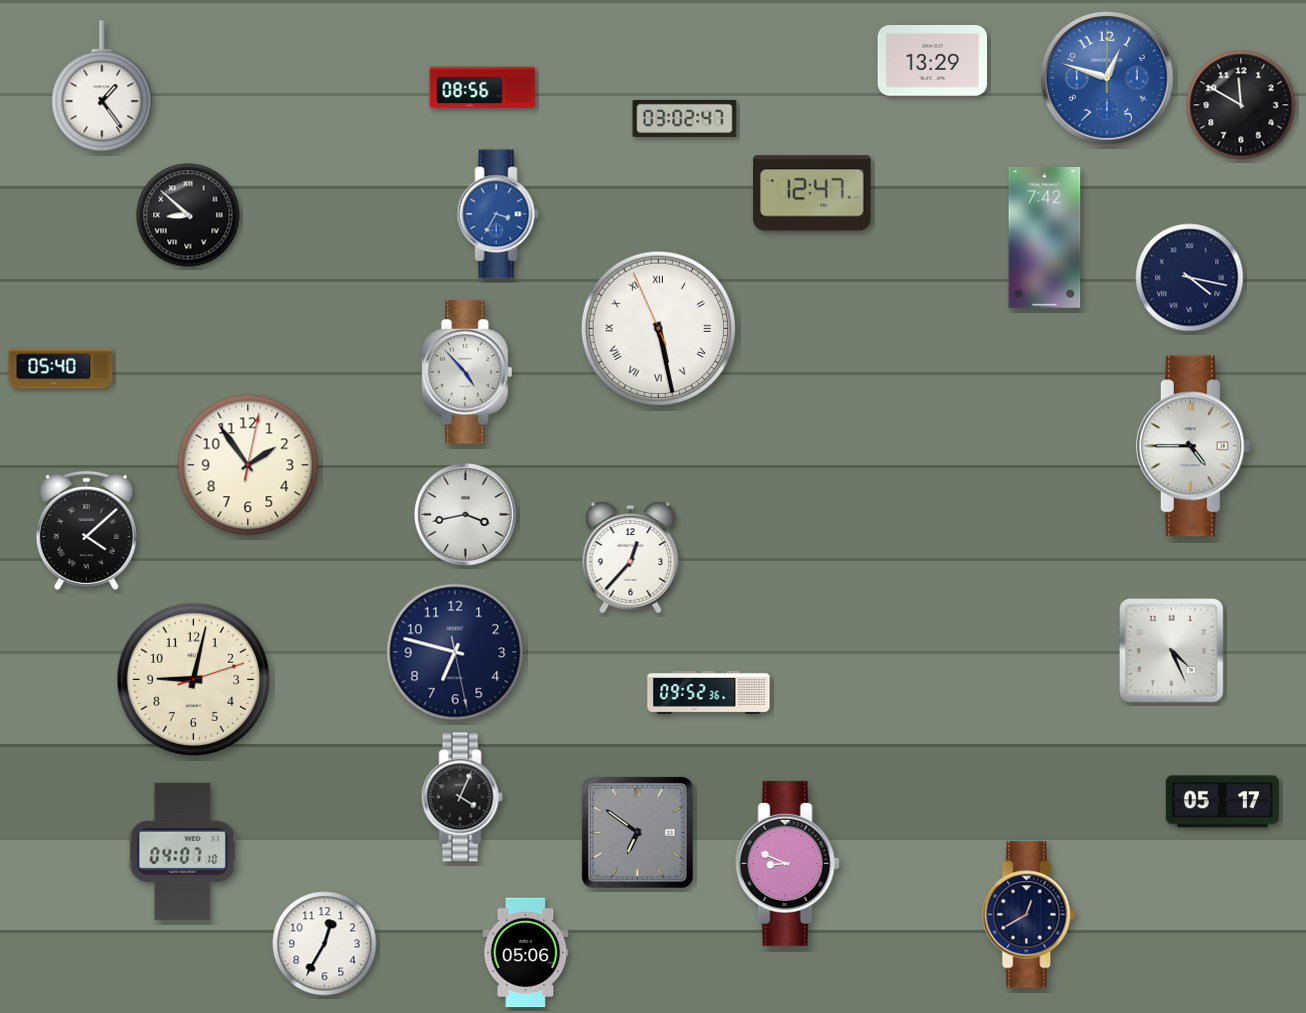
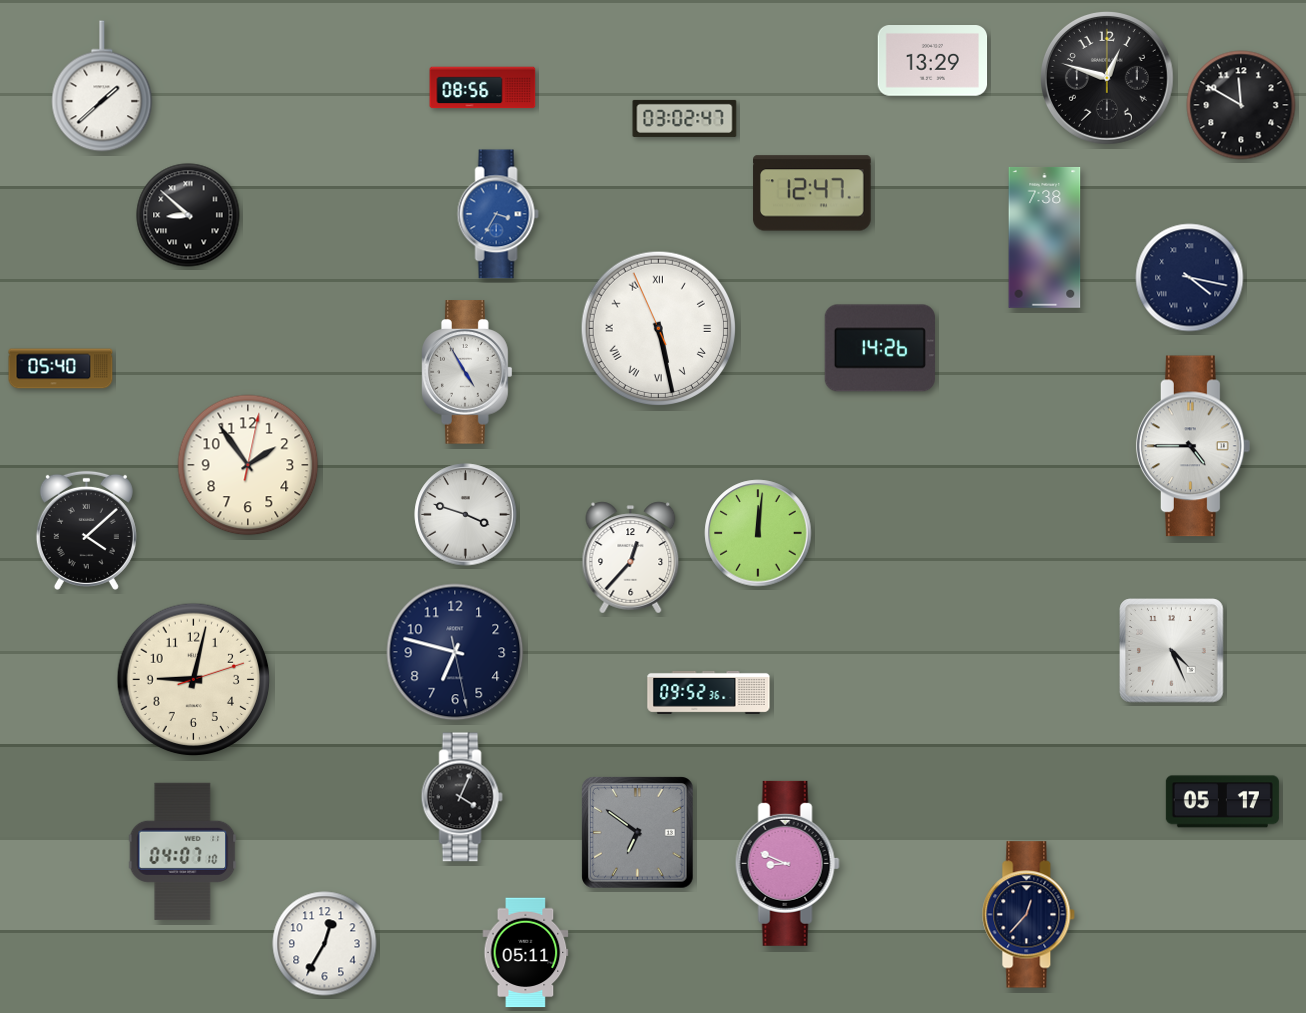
clock at (1108, 79) dial: blue -> black
clock at (102, 86): 1:24 -> 1:38
clock at (1045, 237): 7:42 -> 7:38
clock at (880, 348): none -> 14:26
clock at (467, 372): 4:53 -> 4:55
clock at (466, 515): 3:43 -> 3:48
clock at (758, 533): none -> 12:01
clock at (1029, 915): 12:40 -> 12:37
clock at (526, 953): 05:06 -> 05:11
